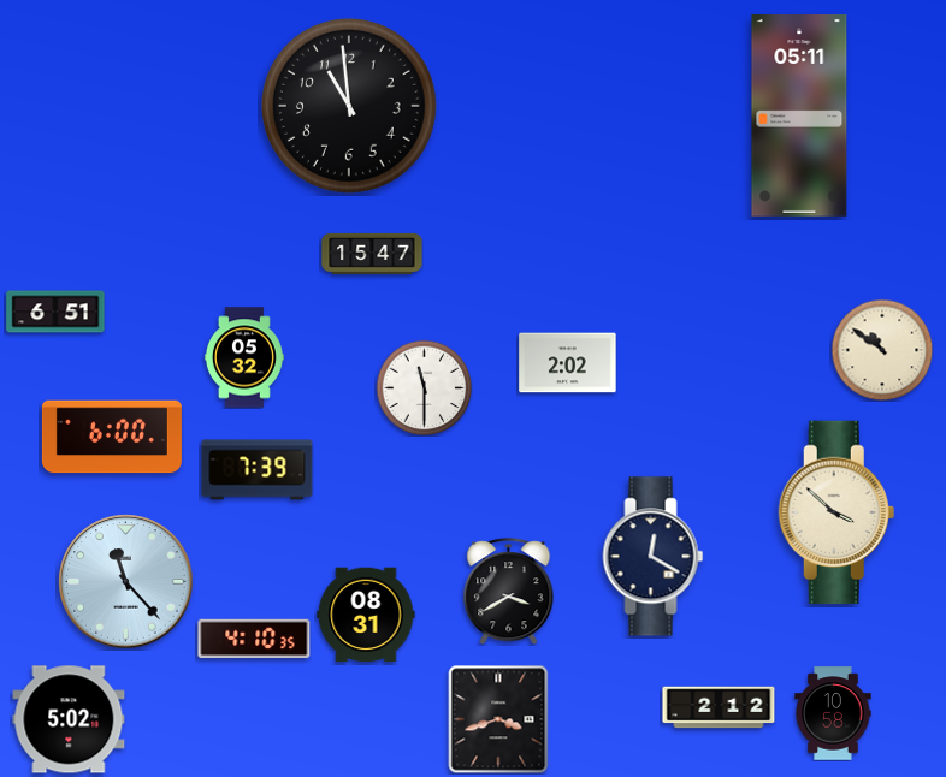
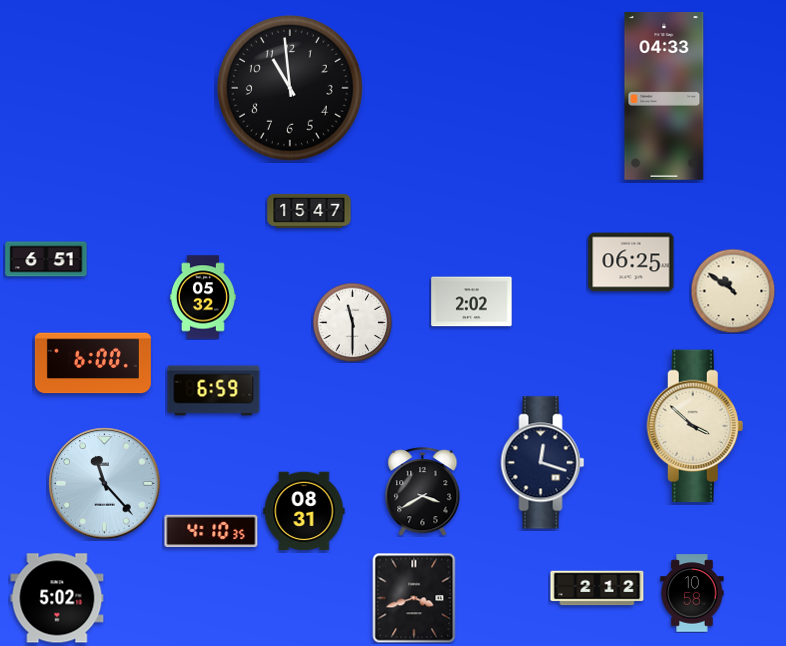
clock at (799, 117): 05:11 -> 04:33
clock at (631, 262): none -> 06:25
clock at (258, 470): 7:39 -> 6:59
clock at (654, 557): 12:20 -> 12:18
